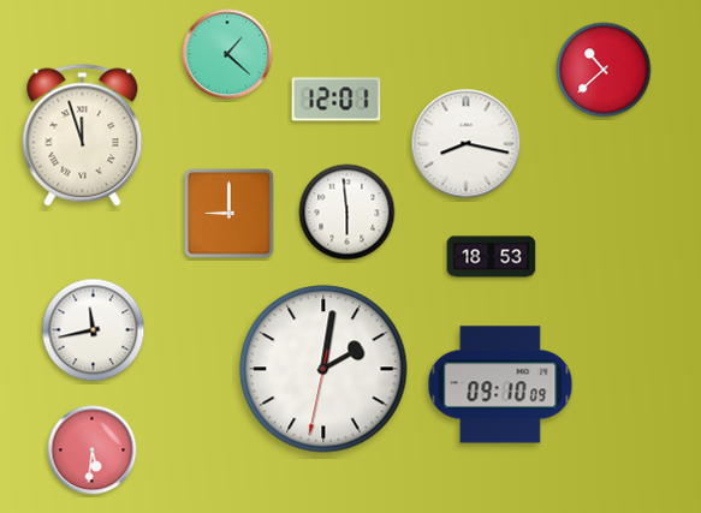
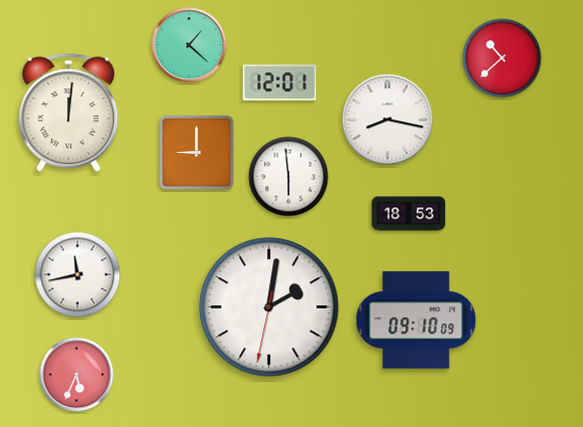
clock at (83, 136): 11:57 -> 12:01
clock at (230, 214) position: (230, 214) -> (197, 153)
clock at (93, 451): 5:31 -> 5:34
